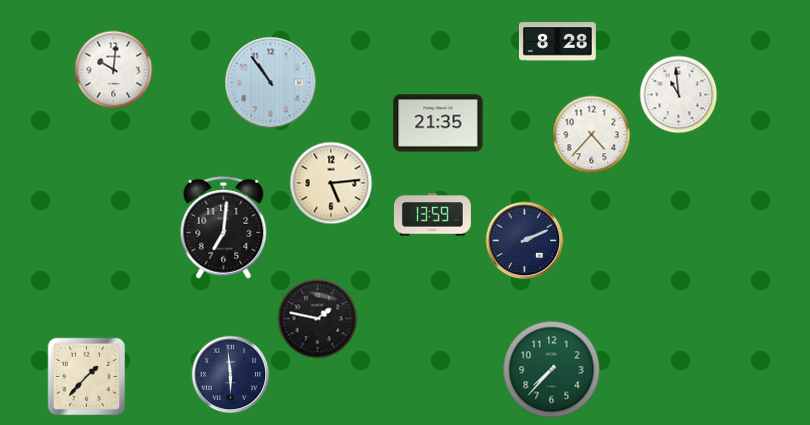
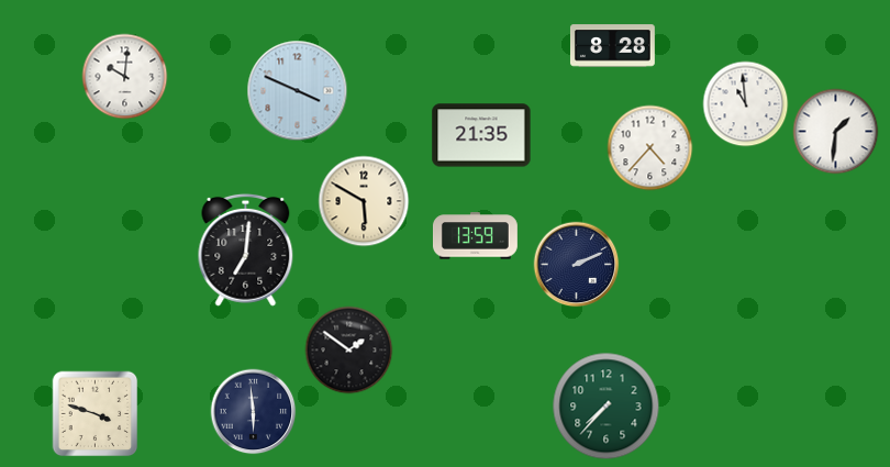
clock at (270, 82): 10:54 -> 3:49
clock at (835, 131): none -> 1:31
clock at (331, 183): 5:14 -> 5:50
clock at (317, 318): 1:47 -> 1:51
clock at (86, 376): 1:37 -> 3:48
